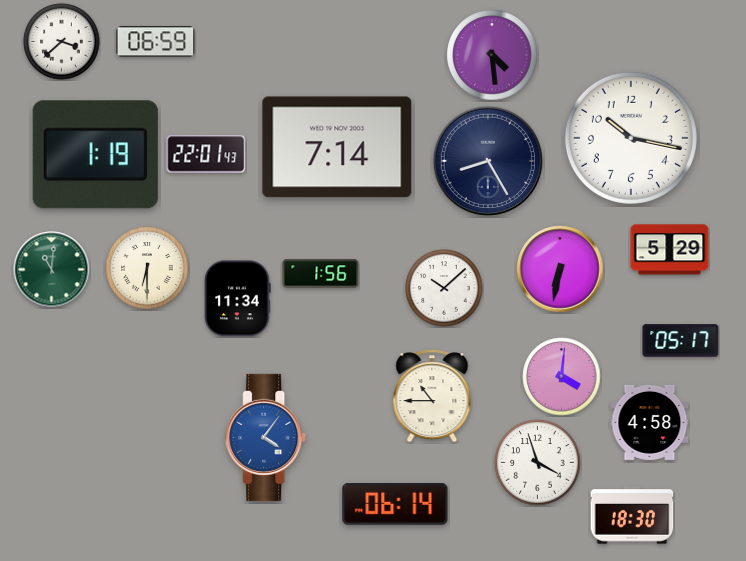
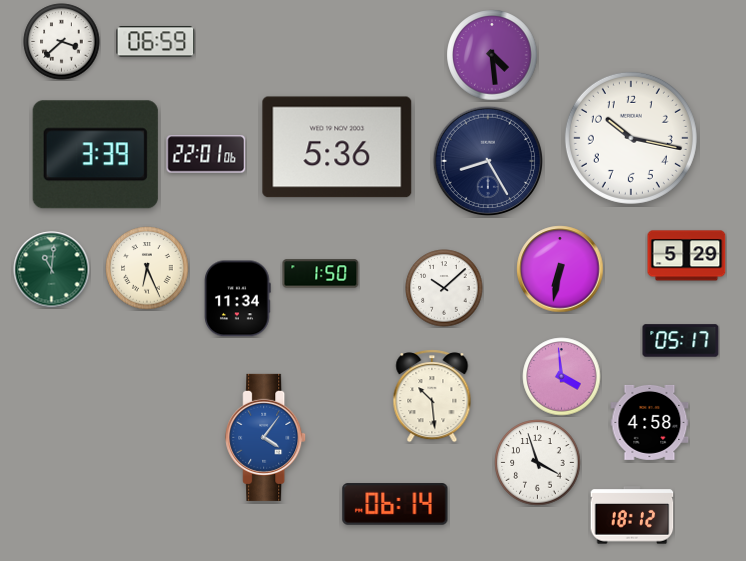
clock at (337, 147): 7:14 -> 5:36
clock at (206, 154): 22:01:43 -> 22:01:06
clock at (95, 155): 1:19 -> 3:39
clock at (670, 250) position: (670, 250) -> (687, 256)
clock at (147, 268): 6:30 -> 6:26
clock at (321, 274): 1:56 -> 1:50
clock at (562, 377): 4:01 -> 3:59
clock at (432, 396): 10:45 -> 10:29
clock at (632, 515): 18:30 -> 18:12
